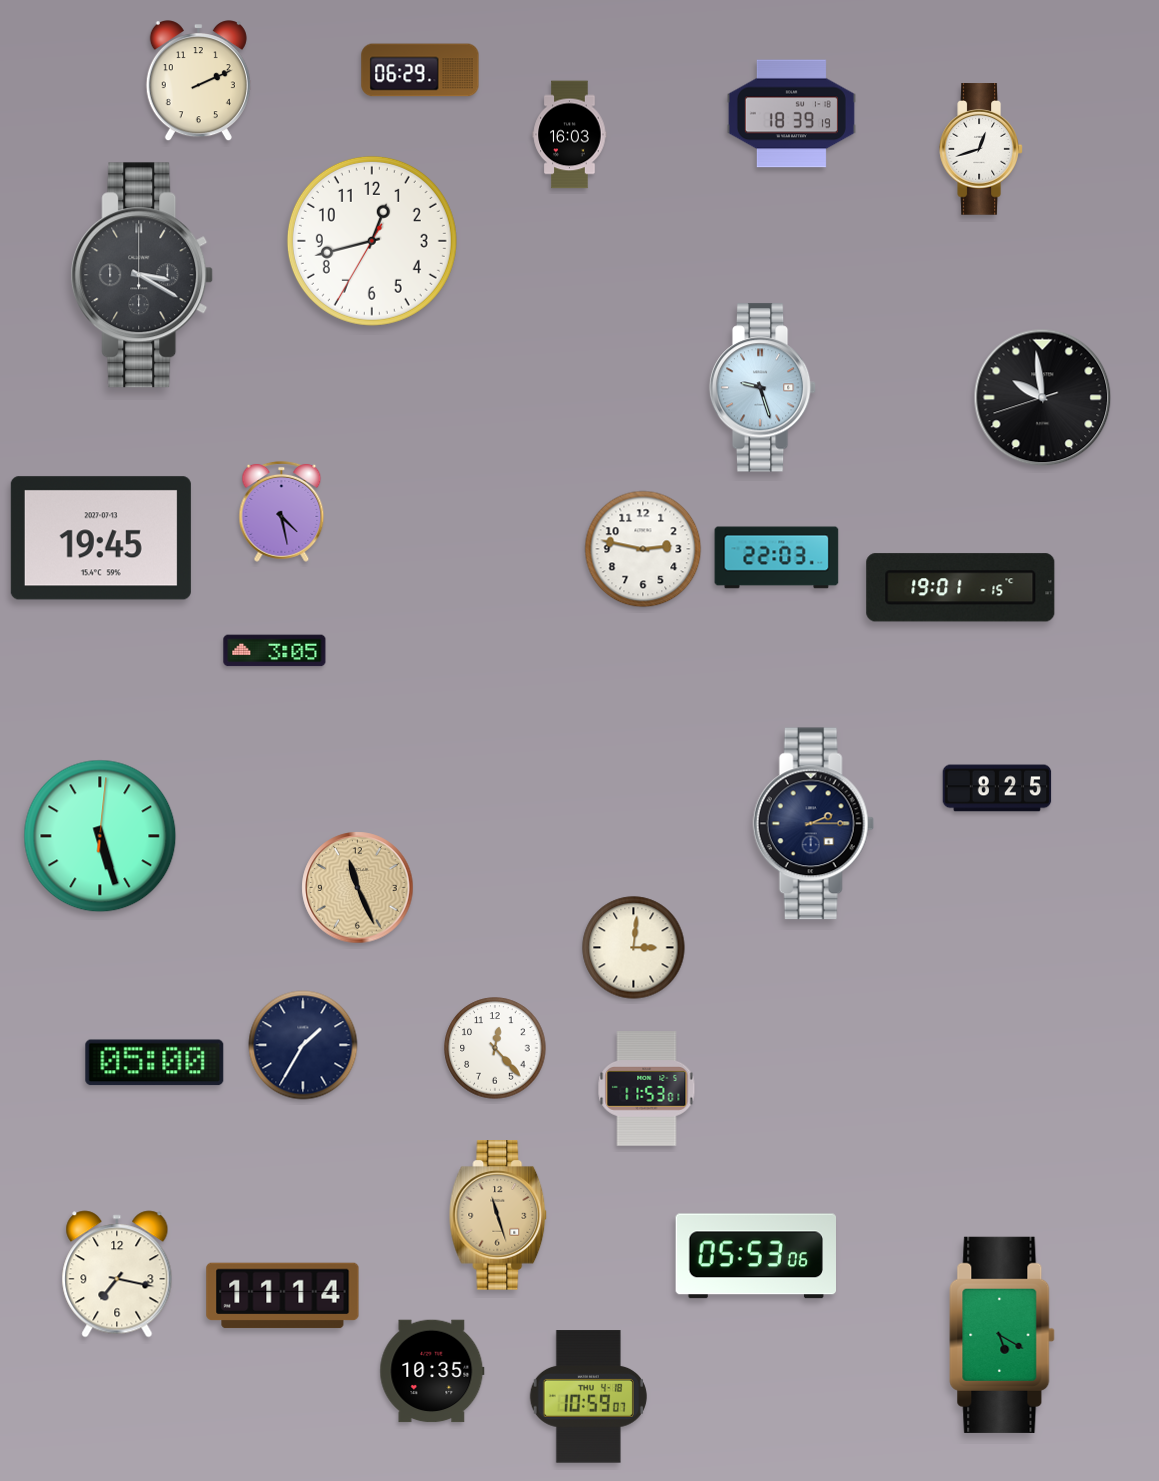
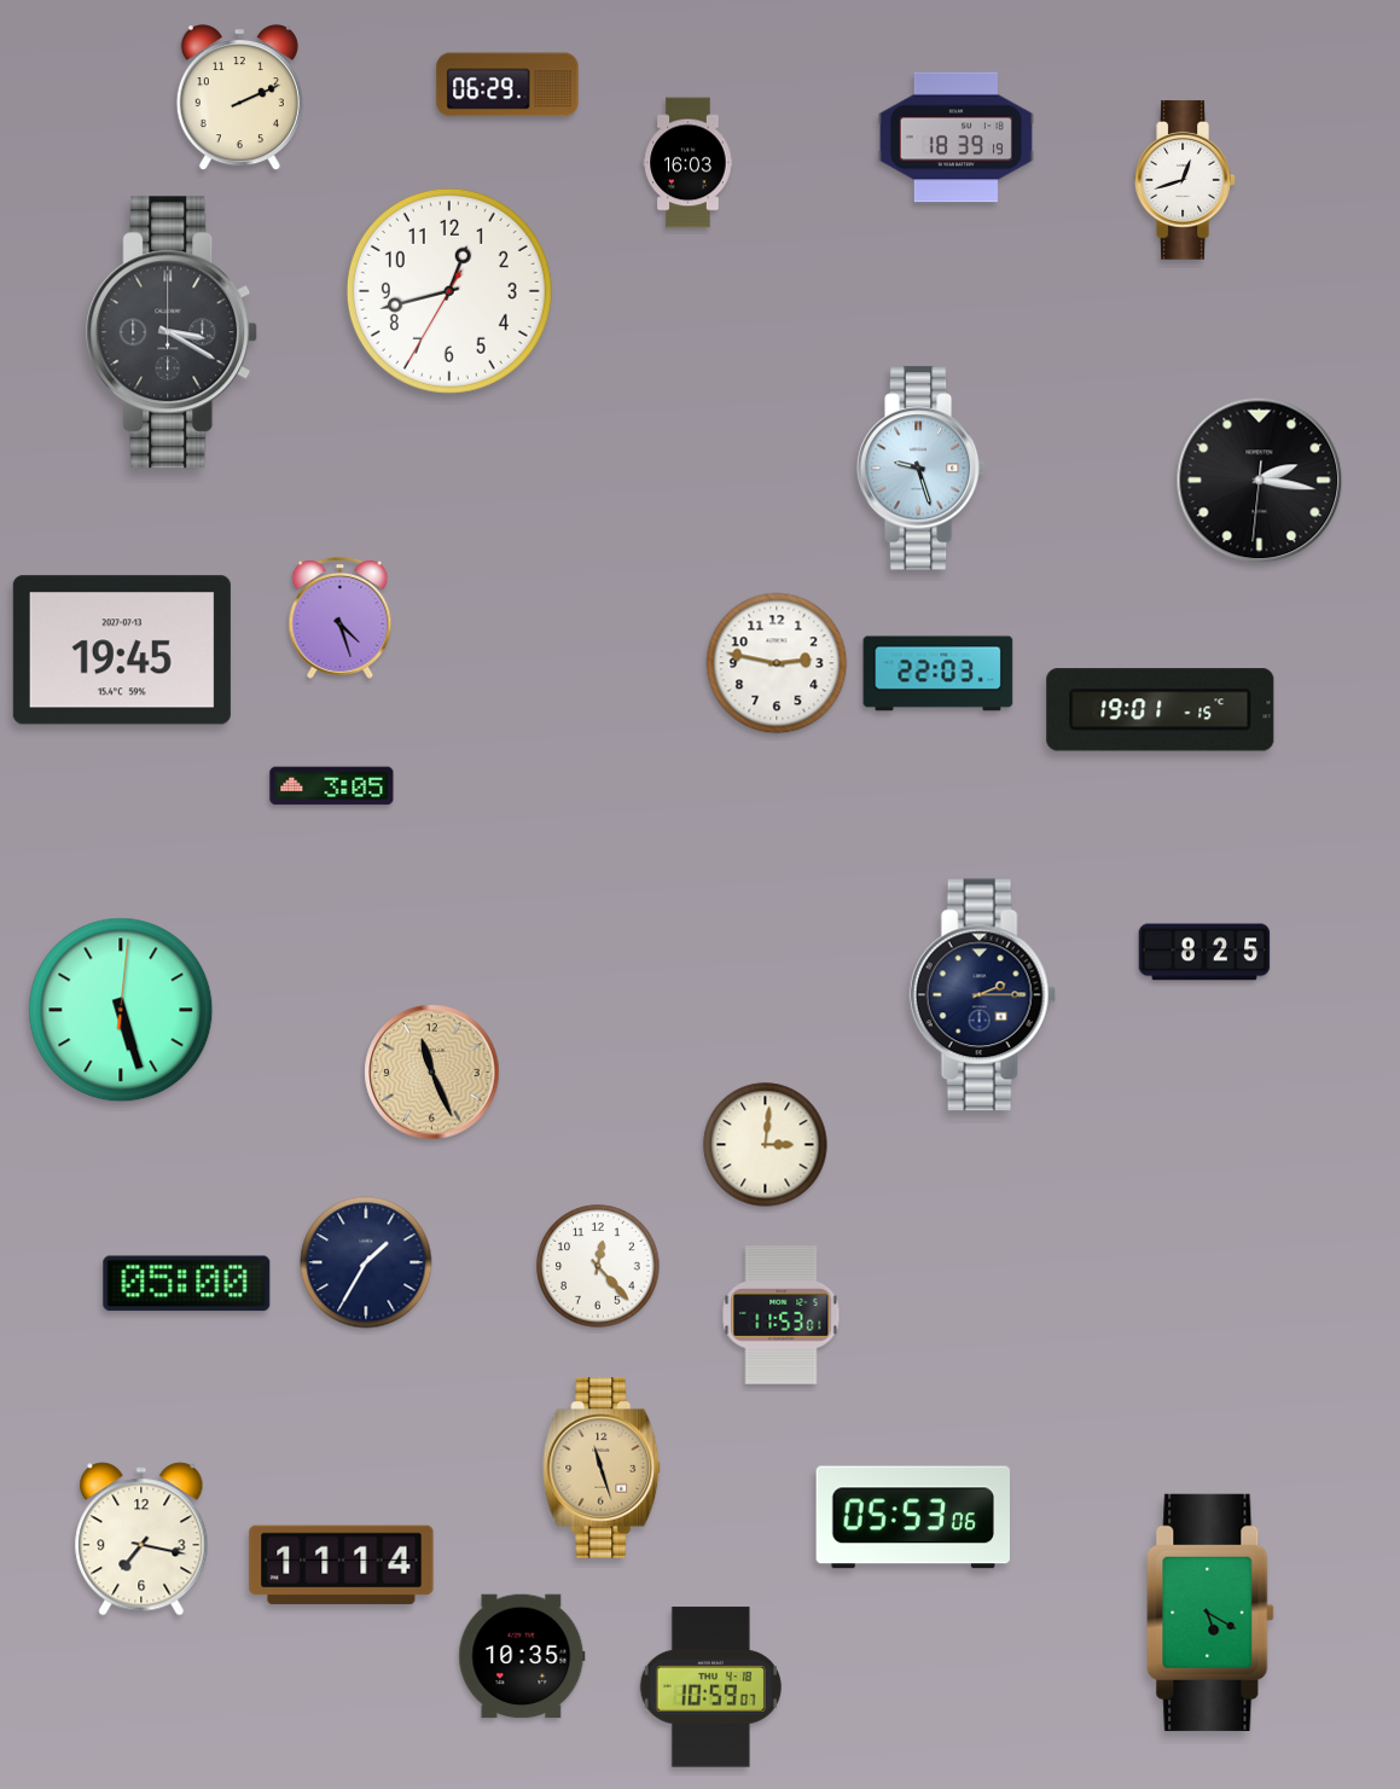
clock at (1043, 398): 9:58 -> 2:16
clock at (282, 511): 4:28 -> 4:27
